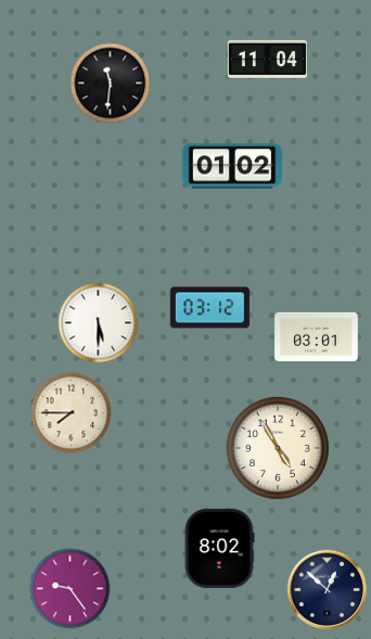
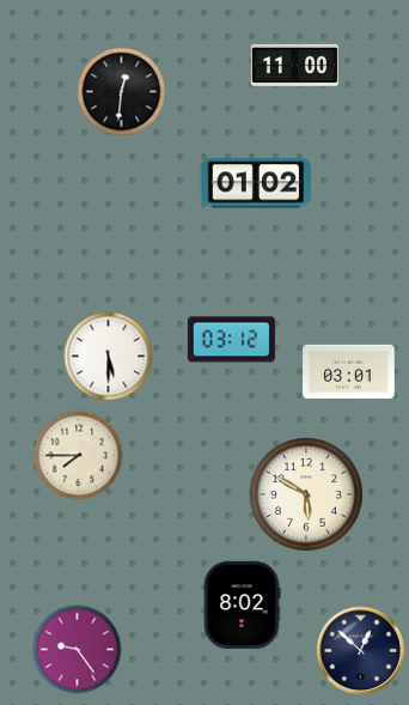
clock at (267, 59): 11:04 -> 11:00
clock at (111, 84): 11:31 -> 12:31
clock at (278, 448): 4:55 -> 5:50
